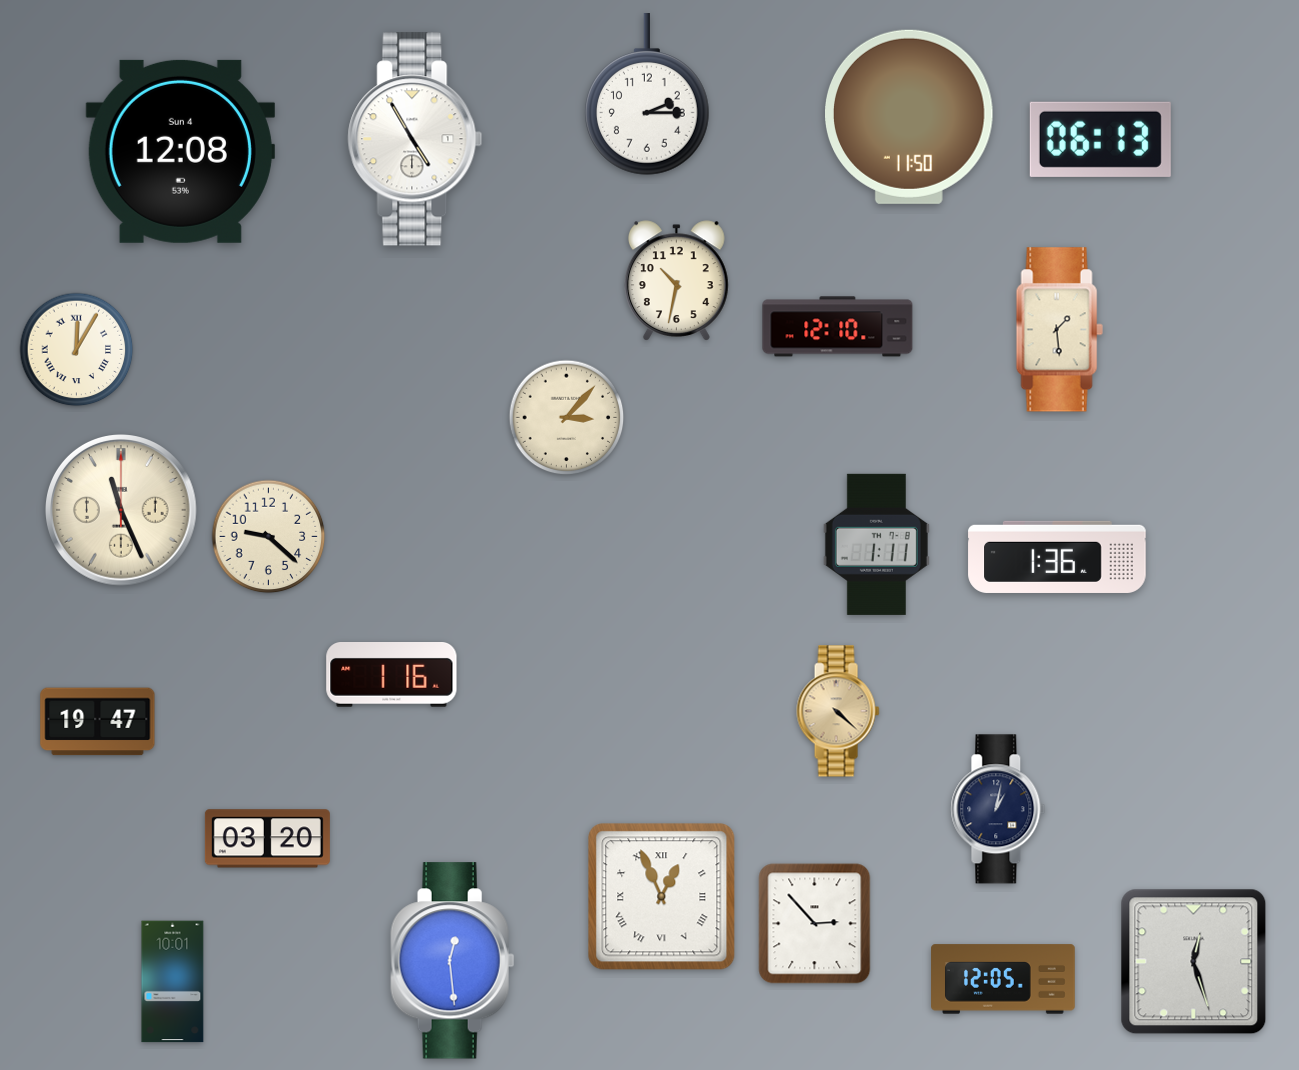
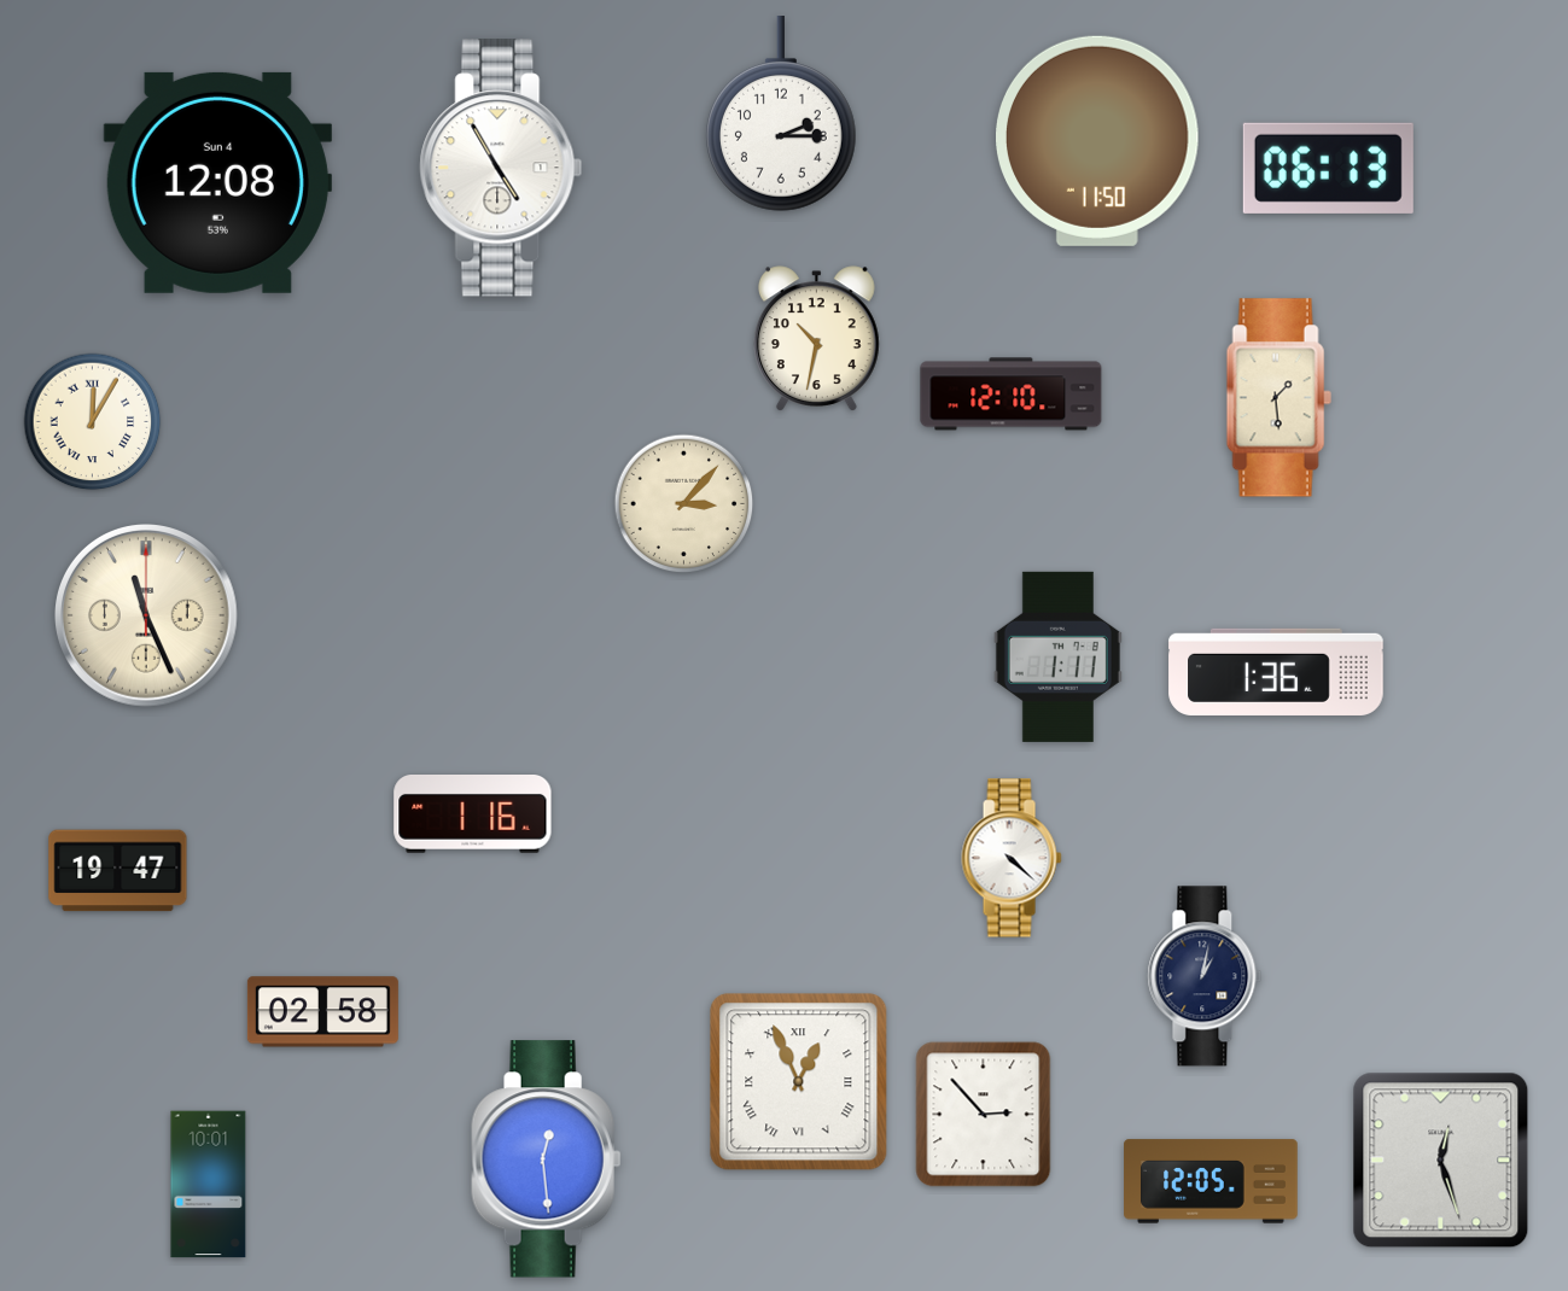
clock at (269, 537): 9:22 -> none
clock at (838, 711) dial: champagne -> white
clock at (267, 839): 03:20 -> 02:58
